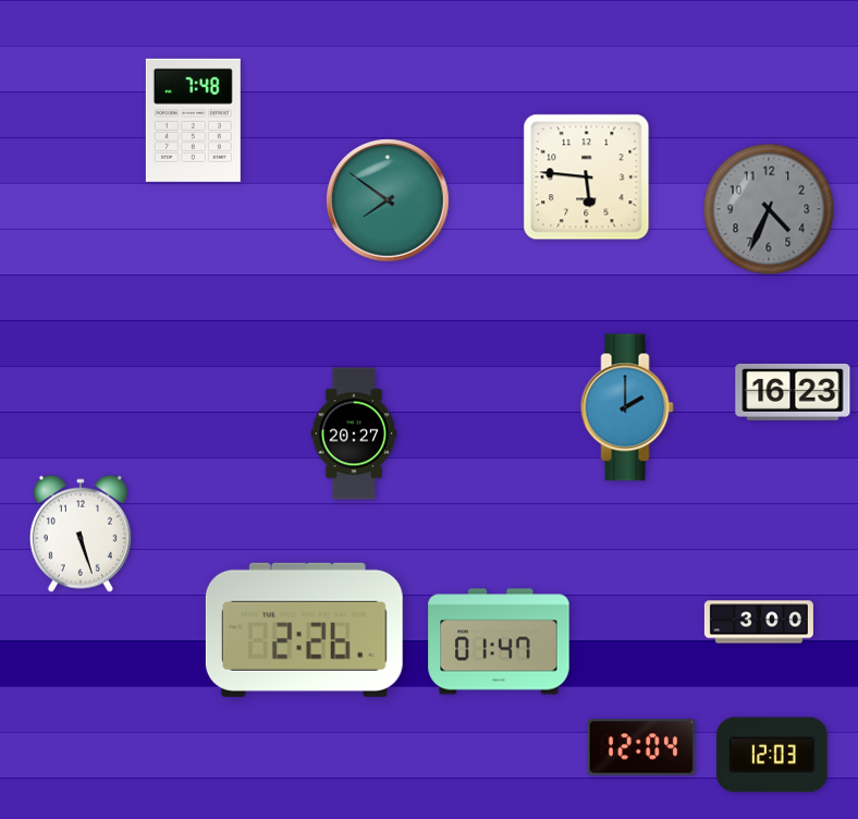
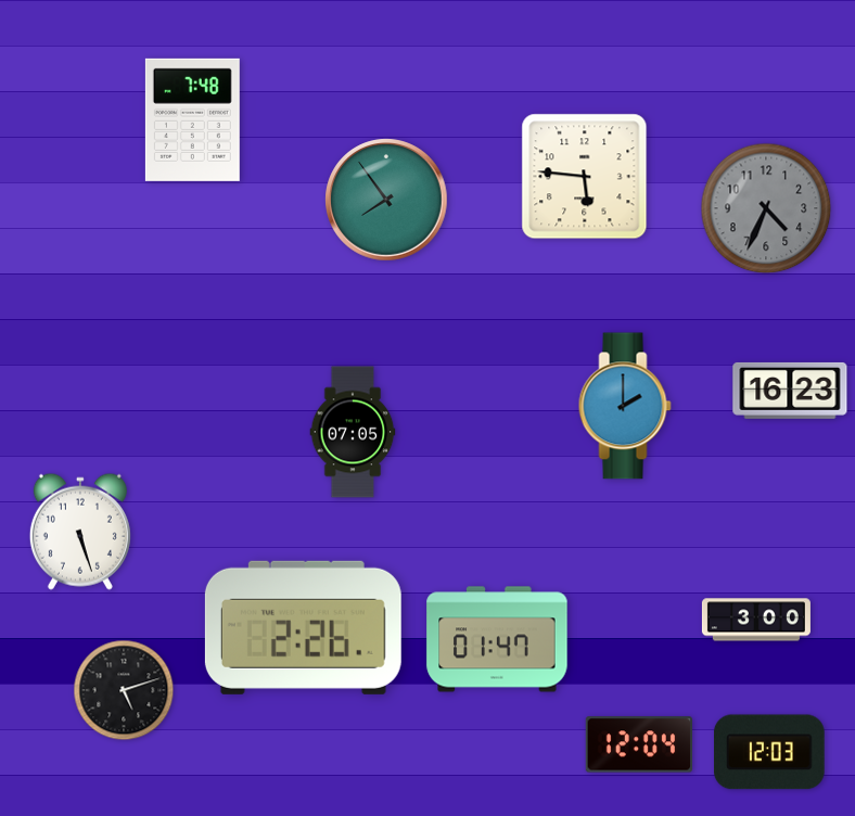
clock at (388, 200): 7:51 -> 7:54
clock at (354, 433): 20:27 -> 07:05
clock at (124, 690): none -> 5:12
